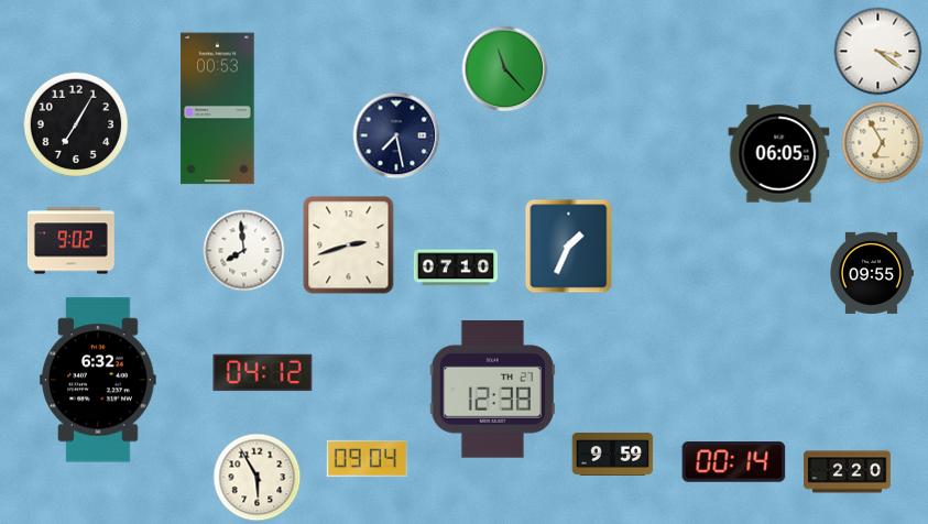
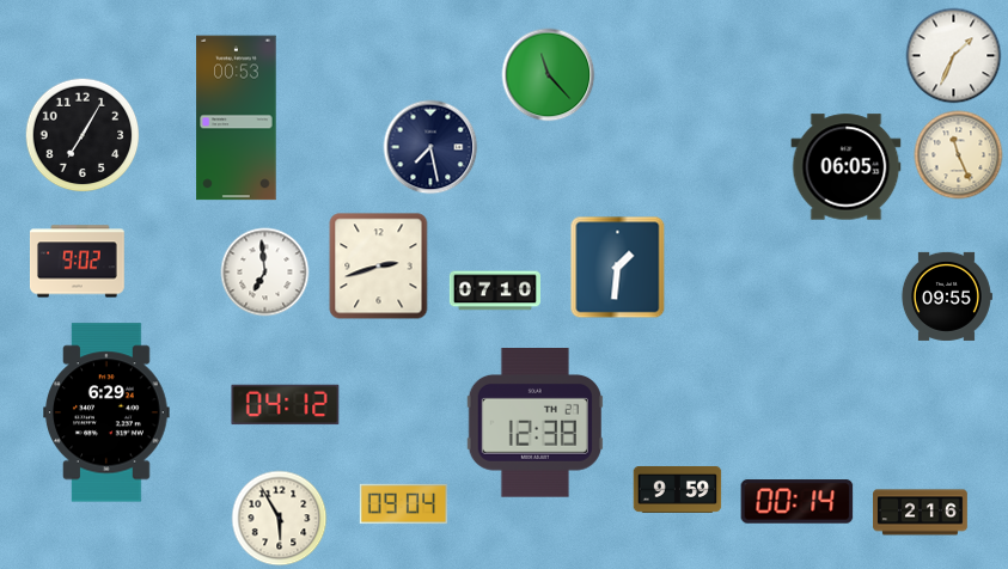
clock at (878, 52): 3:21 -> 1:34
clock at (883, 143): 6:55 -> 11:26
clock at (569, 247): 1:34 -> 1:31
clock at (244, 251): 7:59 -> 6:59
clock at (98, 380): 6:32 -> 6:29
clock at (613, 454) position: (613, 454) -> (678, 489)
clock at (368, 459) position: (368, 459) -> (404, 504)
clock at (848, 472): 2:20 -> 2:16
